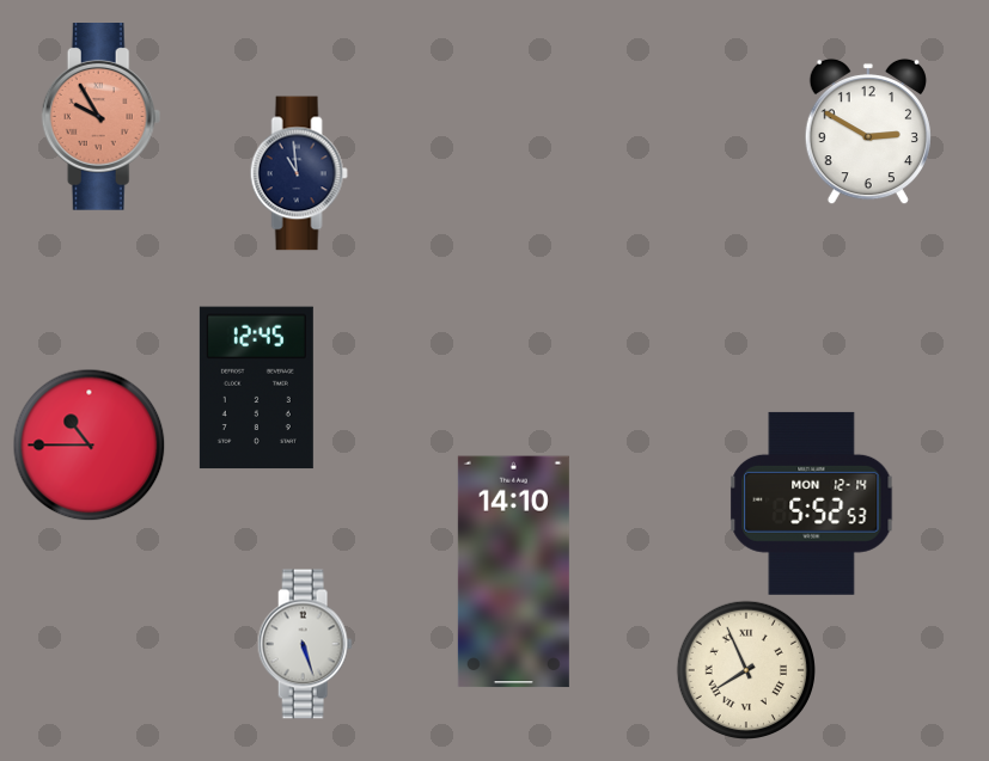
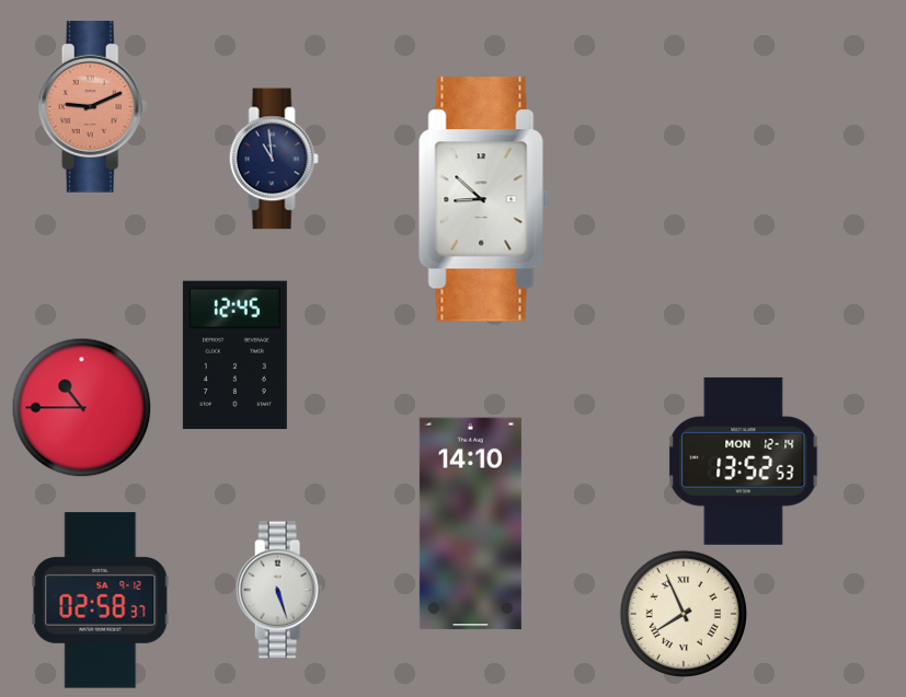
clock at (102, 117): 9:55 -> 9:11
clock at (868, 131): 2:50 -> none
clock at (484, 199): none -> 8:52
clock at (812, 503): 5:52 -> 13:52
clock at (101, 601): none -> 02:58
